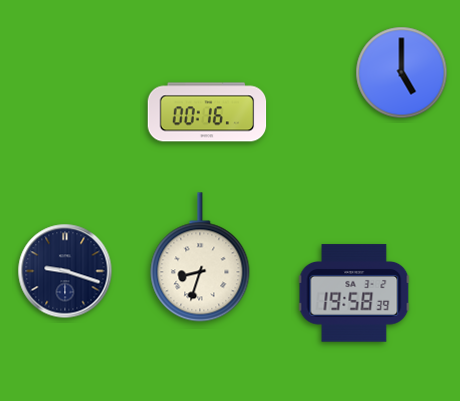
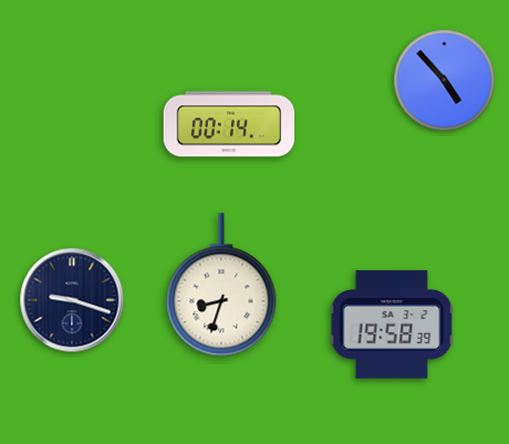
clock at (402, 73): 5:00 -> 4:53
clock at (207, 112): 00:16 -> 00:14
